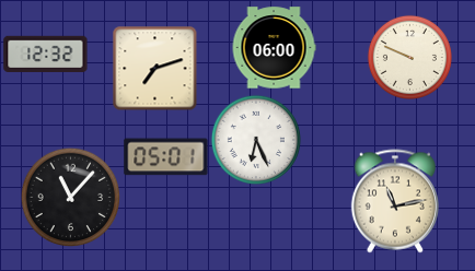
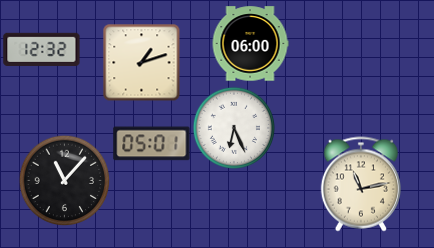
clock at (409, 57): 9:49 -> none
clock at (154, 68): 7:12 -> 1:12
